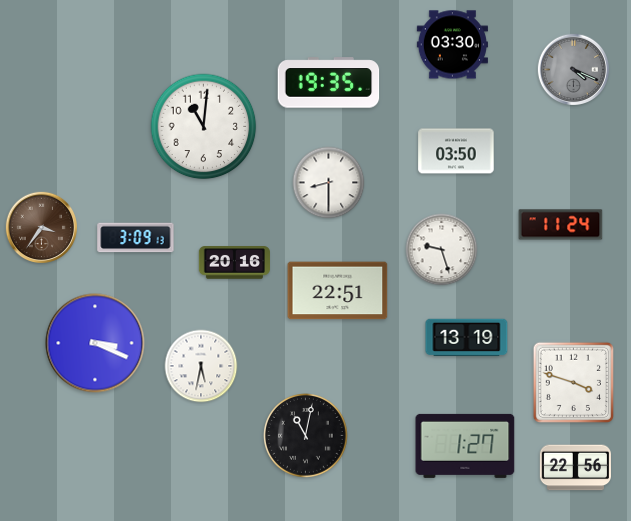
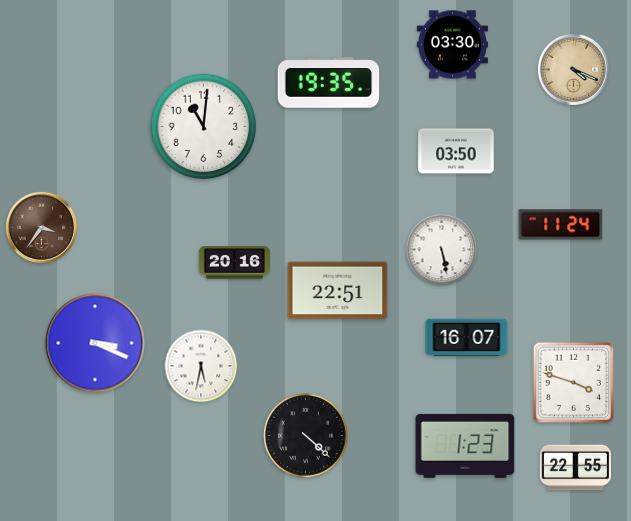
clock at (573, 69) dial: grey -> champagne
clock at (329, 183): 8:30 -> none
clock at (136, 238): 3:09 -> none
clock at (442, 250): 9:27 -> 5:28
clock at (467, 338): 13:19 -> 16:07
clock at (306, 436): 11:02 -> 4:22
clock at (465, 446): 1:27 -> 1:23
clock at (575, 468): 22:56 -> 22:55
